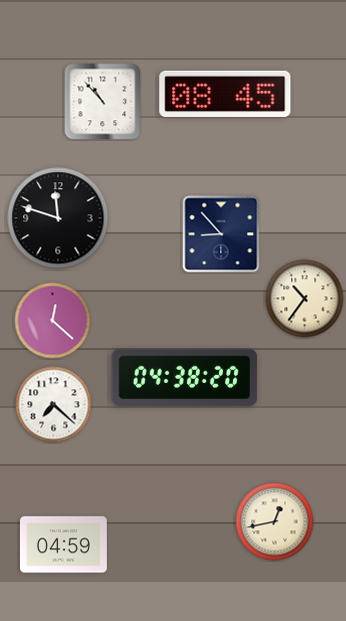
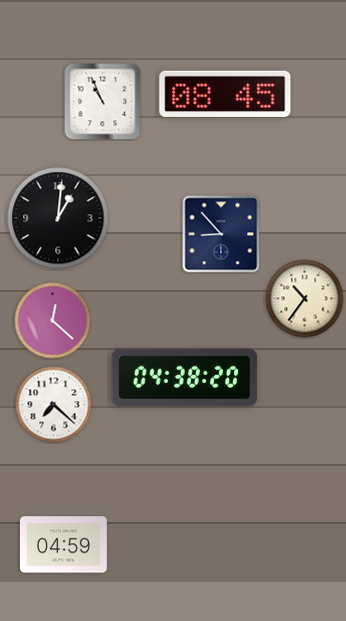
clock at (103, 102): 10:53 -> 10:56
clock at (58, 218): 11:48 -> 1:01
clock at (275, 522): 12:43 -> none
